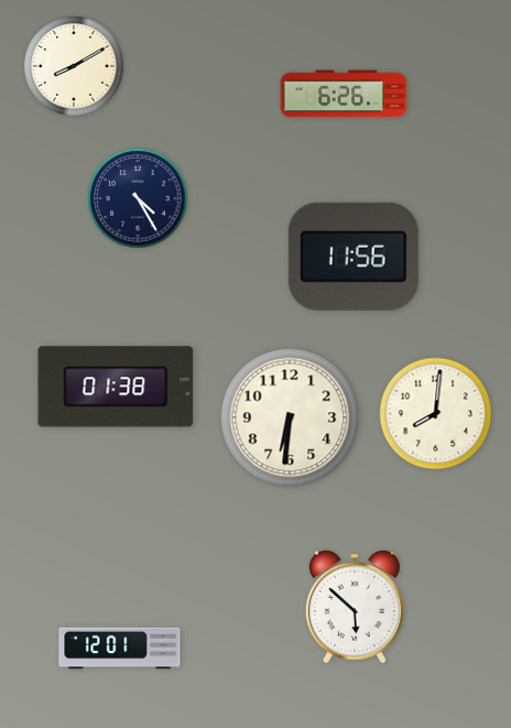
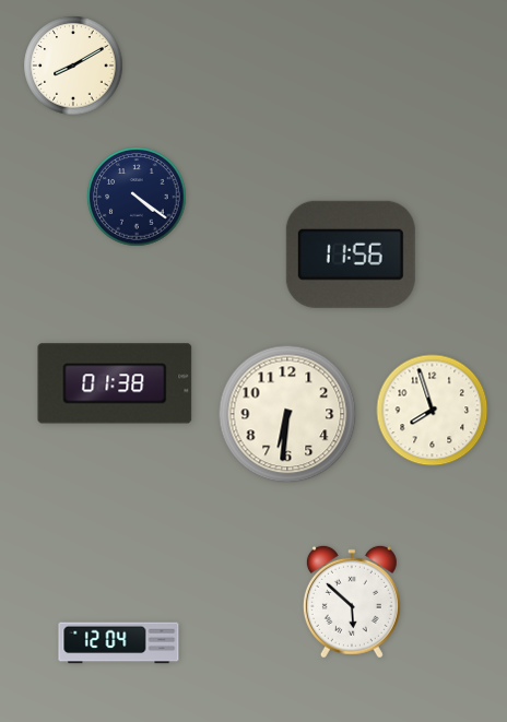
clock at (344, 94): 6:26 -> none
clock at (138, 198): 4:25 -> 4:21
clock at (436, 414): 8:01 -> 7:57
clock at (120, 649): 12:01 -> 12:04
